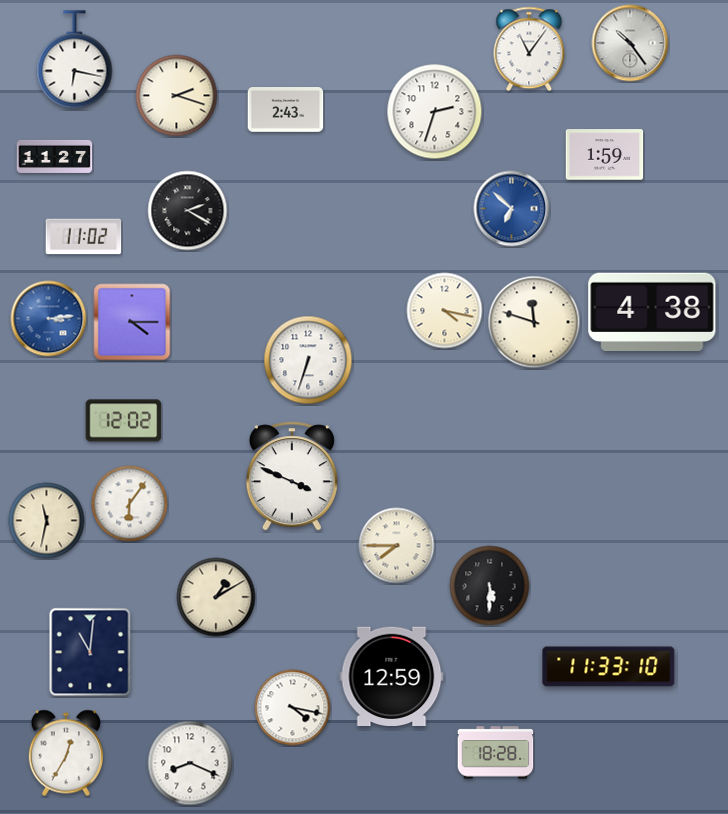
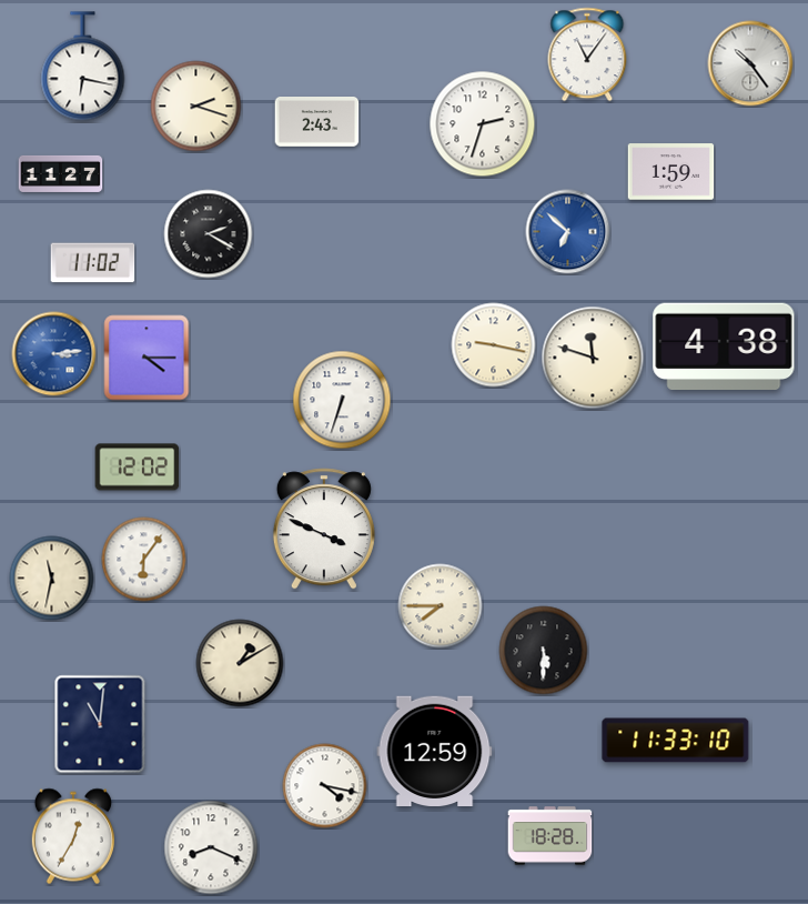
clock at (630, 43) position: (630, 43) -> (750, 63)
clock at (445, 311): 4:17 -> 9:17
